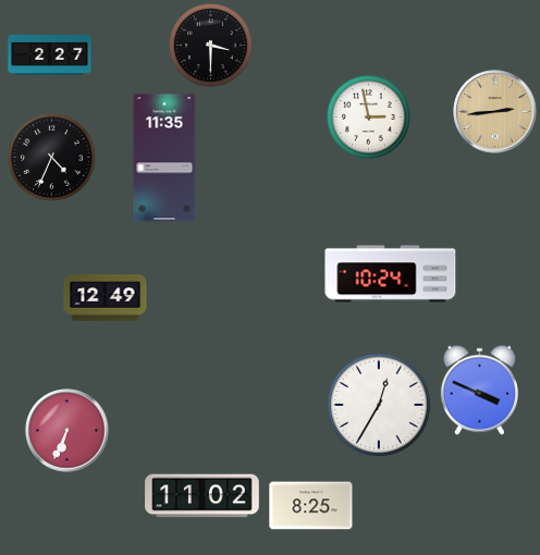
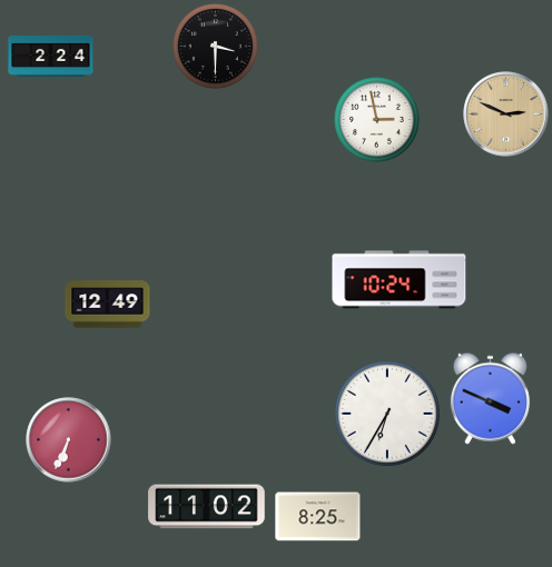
clock at (50, 54): 2:27 -> 2:24
clock at (495, 112): 2:44 -> 2:49
clock at (51, 157): 4:34 -> none
clock at (164, 158): 11:35 -> none
clock at (379, 405): 12:35 -> 6:35
